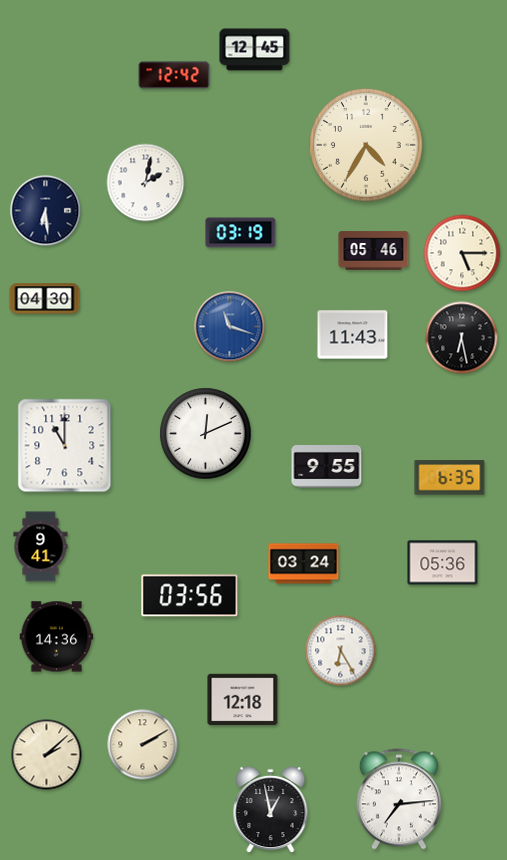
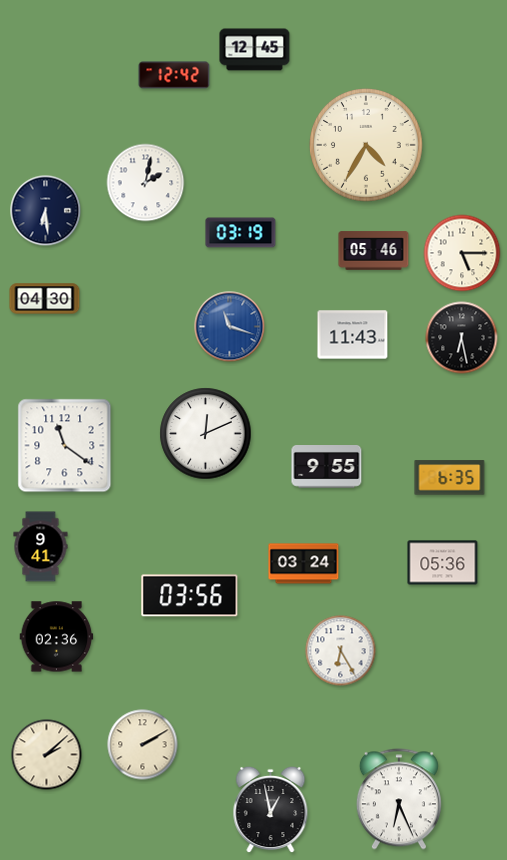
clock at (65, 446): 11:00 -> 11:21
clock at (57, 637): 14:36 -> 02:36
clock at (243, 700): 12:18 -> none
clock at (399, 799): 7:14 -> 6:26
